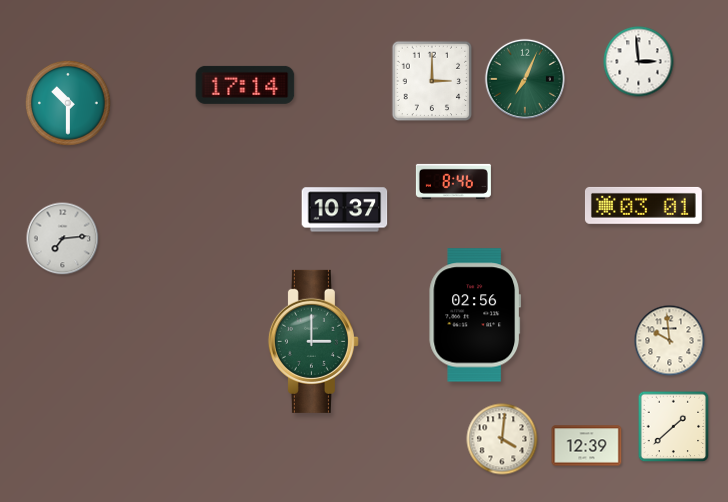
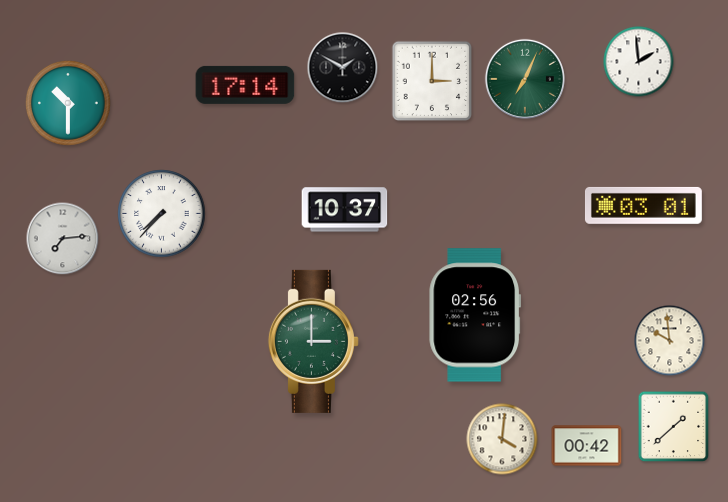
clock at (639, 62): 2:59 -> 1:59
clock at (343, 68): none -> 1:50
clock at (453, 181): 8:46 -> none
clock at (162, 214): none -> 7:37
clock at (587, 446): 12:39 -> 00:42
